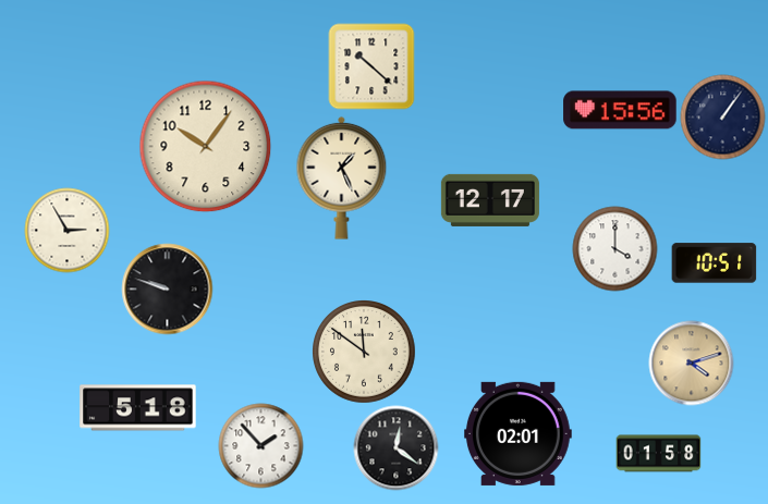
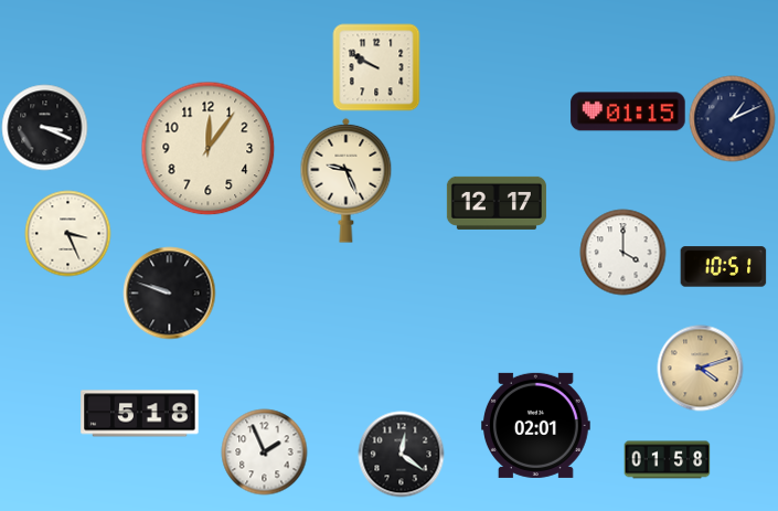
clock at (371, 66): 10:22 -> 9:50
clock at (620, 110): 15:56 -> 01:15
clock at (722, 116): 1:06 -> 1:11
clock at (44, 127): none -> 3:19
clock at (205, 146): 10:06 -> 12:06
clock at (342, 177): 1:26 -> 9:26
clock at (66, 230): 2:55 -> 3:26
clock at (364, 352): 11:51 -> none
clock at (519, 433) position: (519, 433) -> (536, 425)
clock at (260, 445): 1:53 -> 1:56
